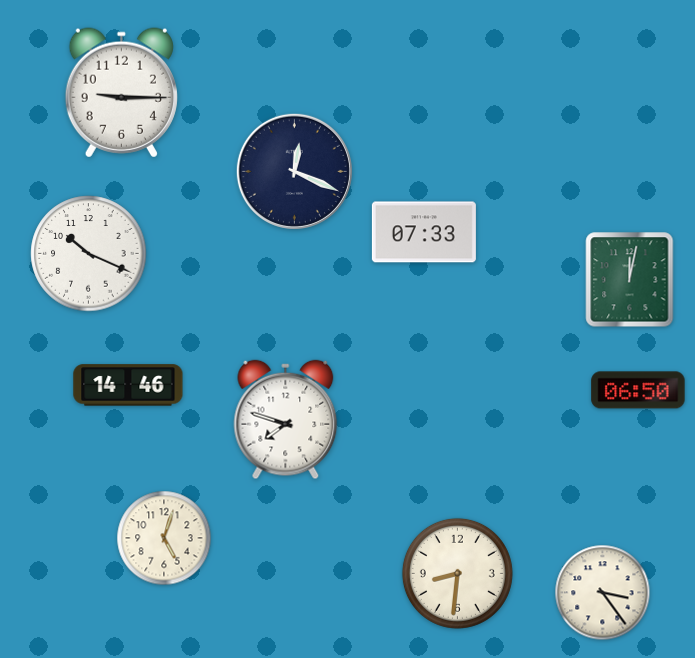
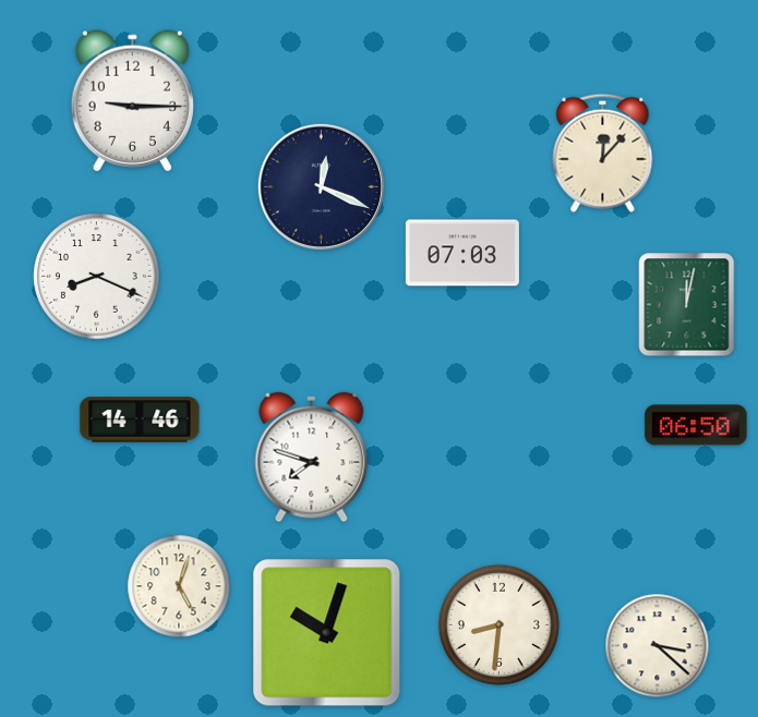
clock at (603, 153): none -> 12:07
clock at (424, 232): 07:33 -> 07:03
clock at (89, 254): 10:19 -> 8:19
clock at (327, 633): none -> 10:03
clock at (603, 593): 3:24 -> 3:22
